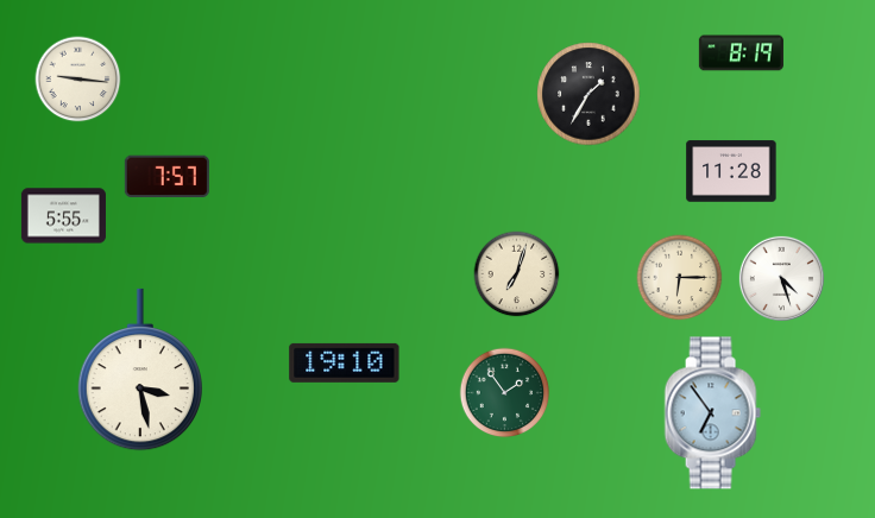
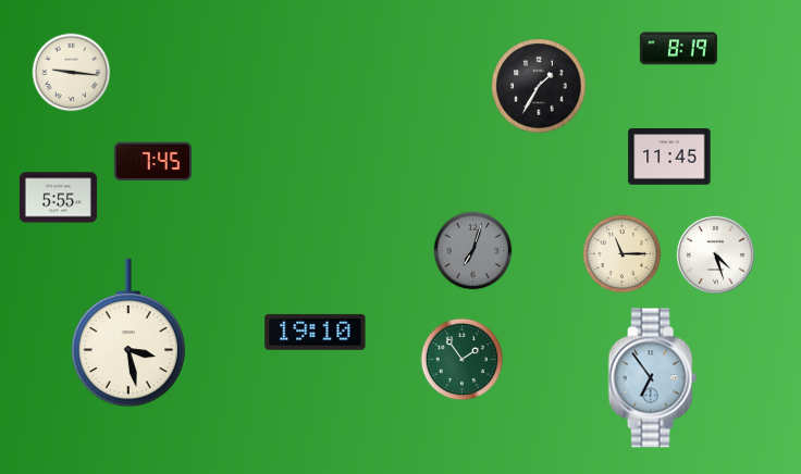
clock at (731, 171): 11:28 -> 11:45
clock at (166, 177): 7:57 -> 7:45
clock at (517, 274) dial: cream -> grey
clock at (680, 278): 6:15 -> 11:15
clock at (139, 369) position: (139, 369) -> (127, 333)
